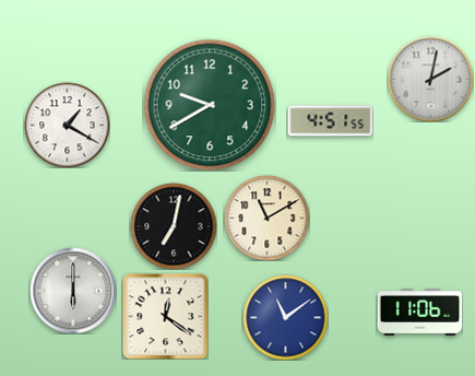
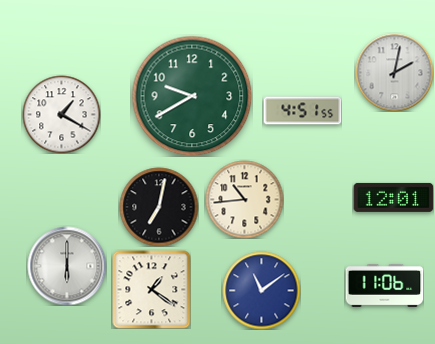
clock at (393, 197): none -> 12:01
clock at (266, 218): 11:10 -> 10:44
clock at (165, 316): 12:21 -> 1:21
